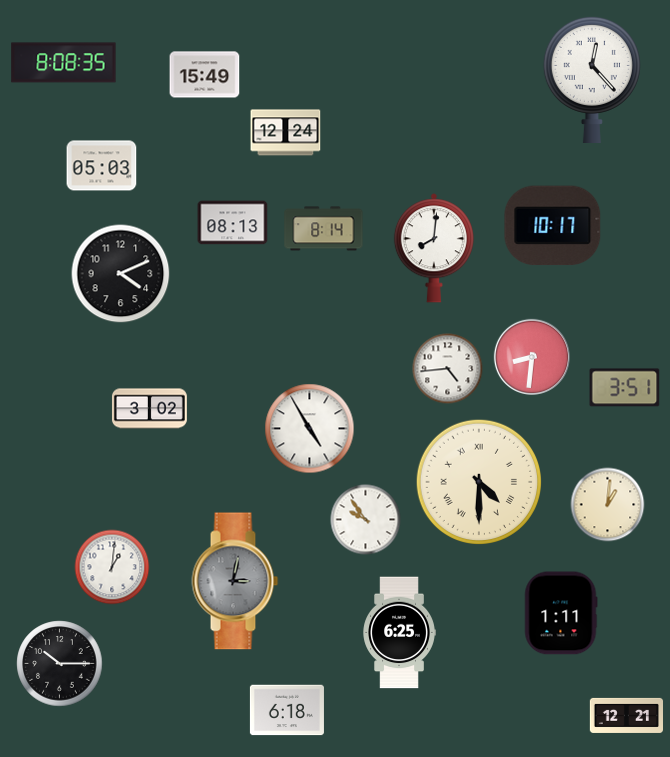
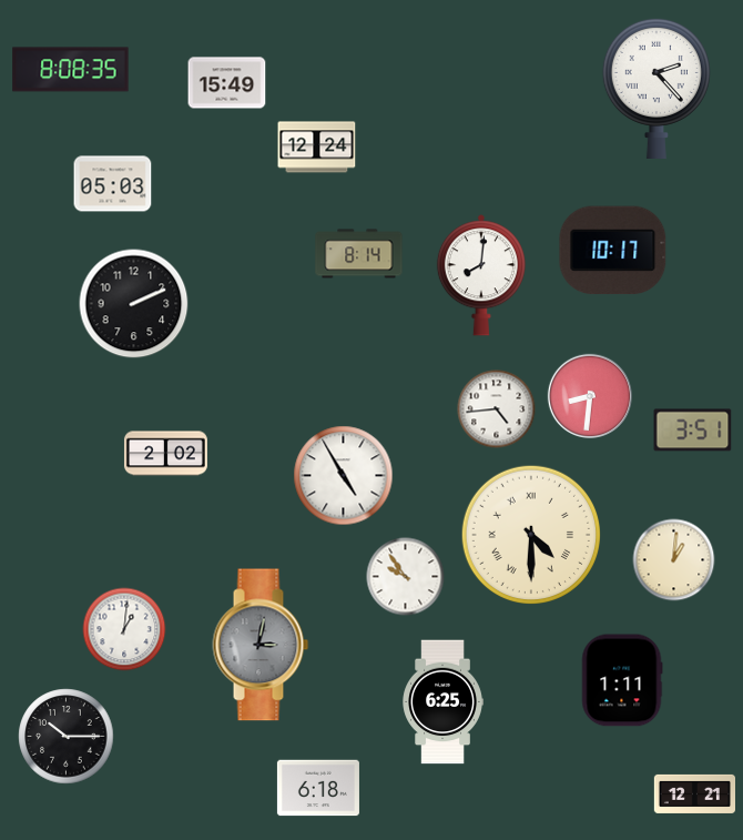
clock at (592, 79): 12:23 -> 2:23
clock at (233, 223): 08:13 -> none
clock at (121, 274): 4:11 -> 2:11
clock at (149, 409): 3:02 -> 2:02
